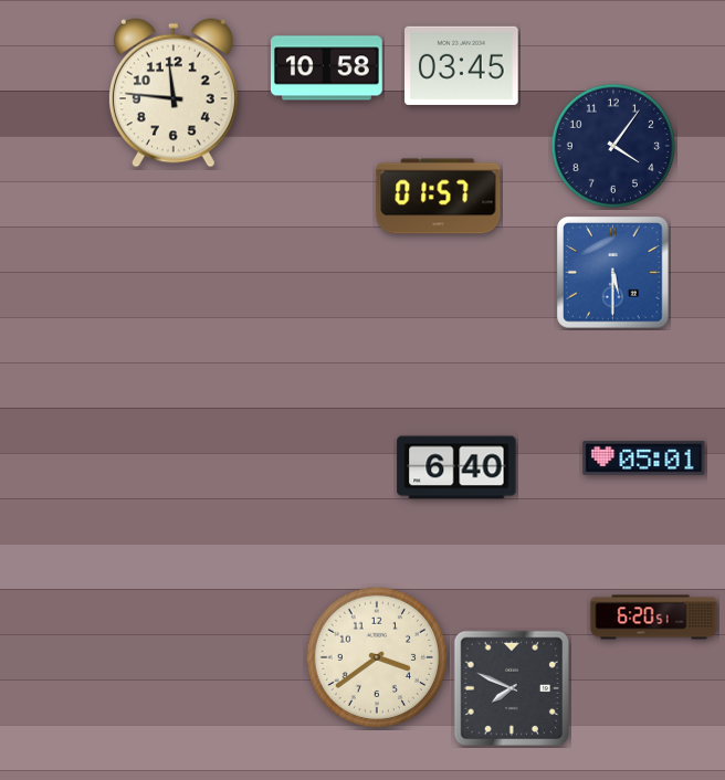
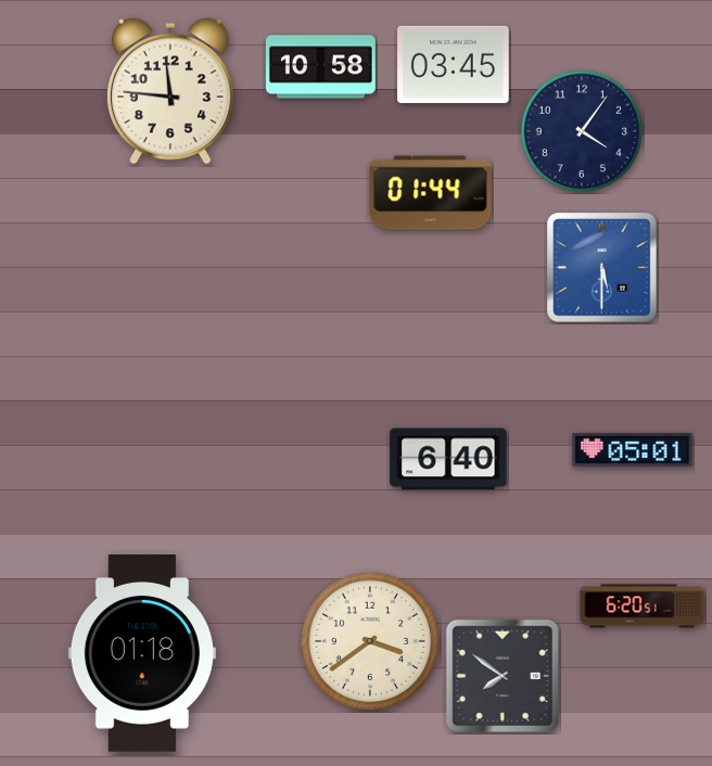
clock at (613, 146) position: (613, 146) -> (582, 131)
clock at (439, 197): 01:57 -> 01:44
clock at (377, 657) position: (377, 657) -> (370, 641)
clock at (142, 653): none -> 01:18
clock at (512, 687): 7:49 -> 7:51
